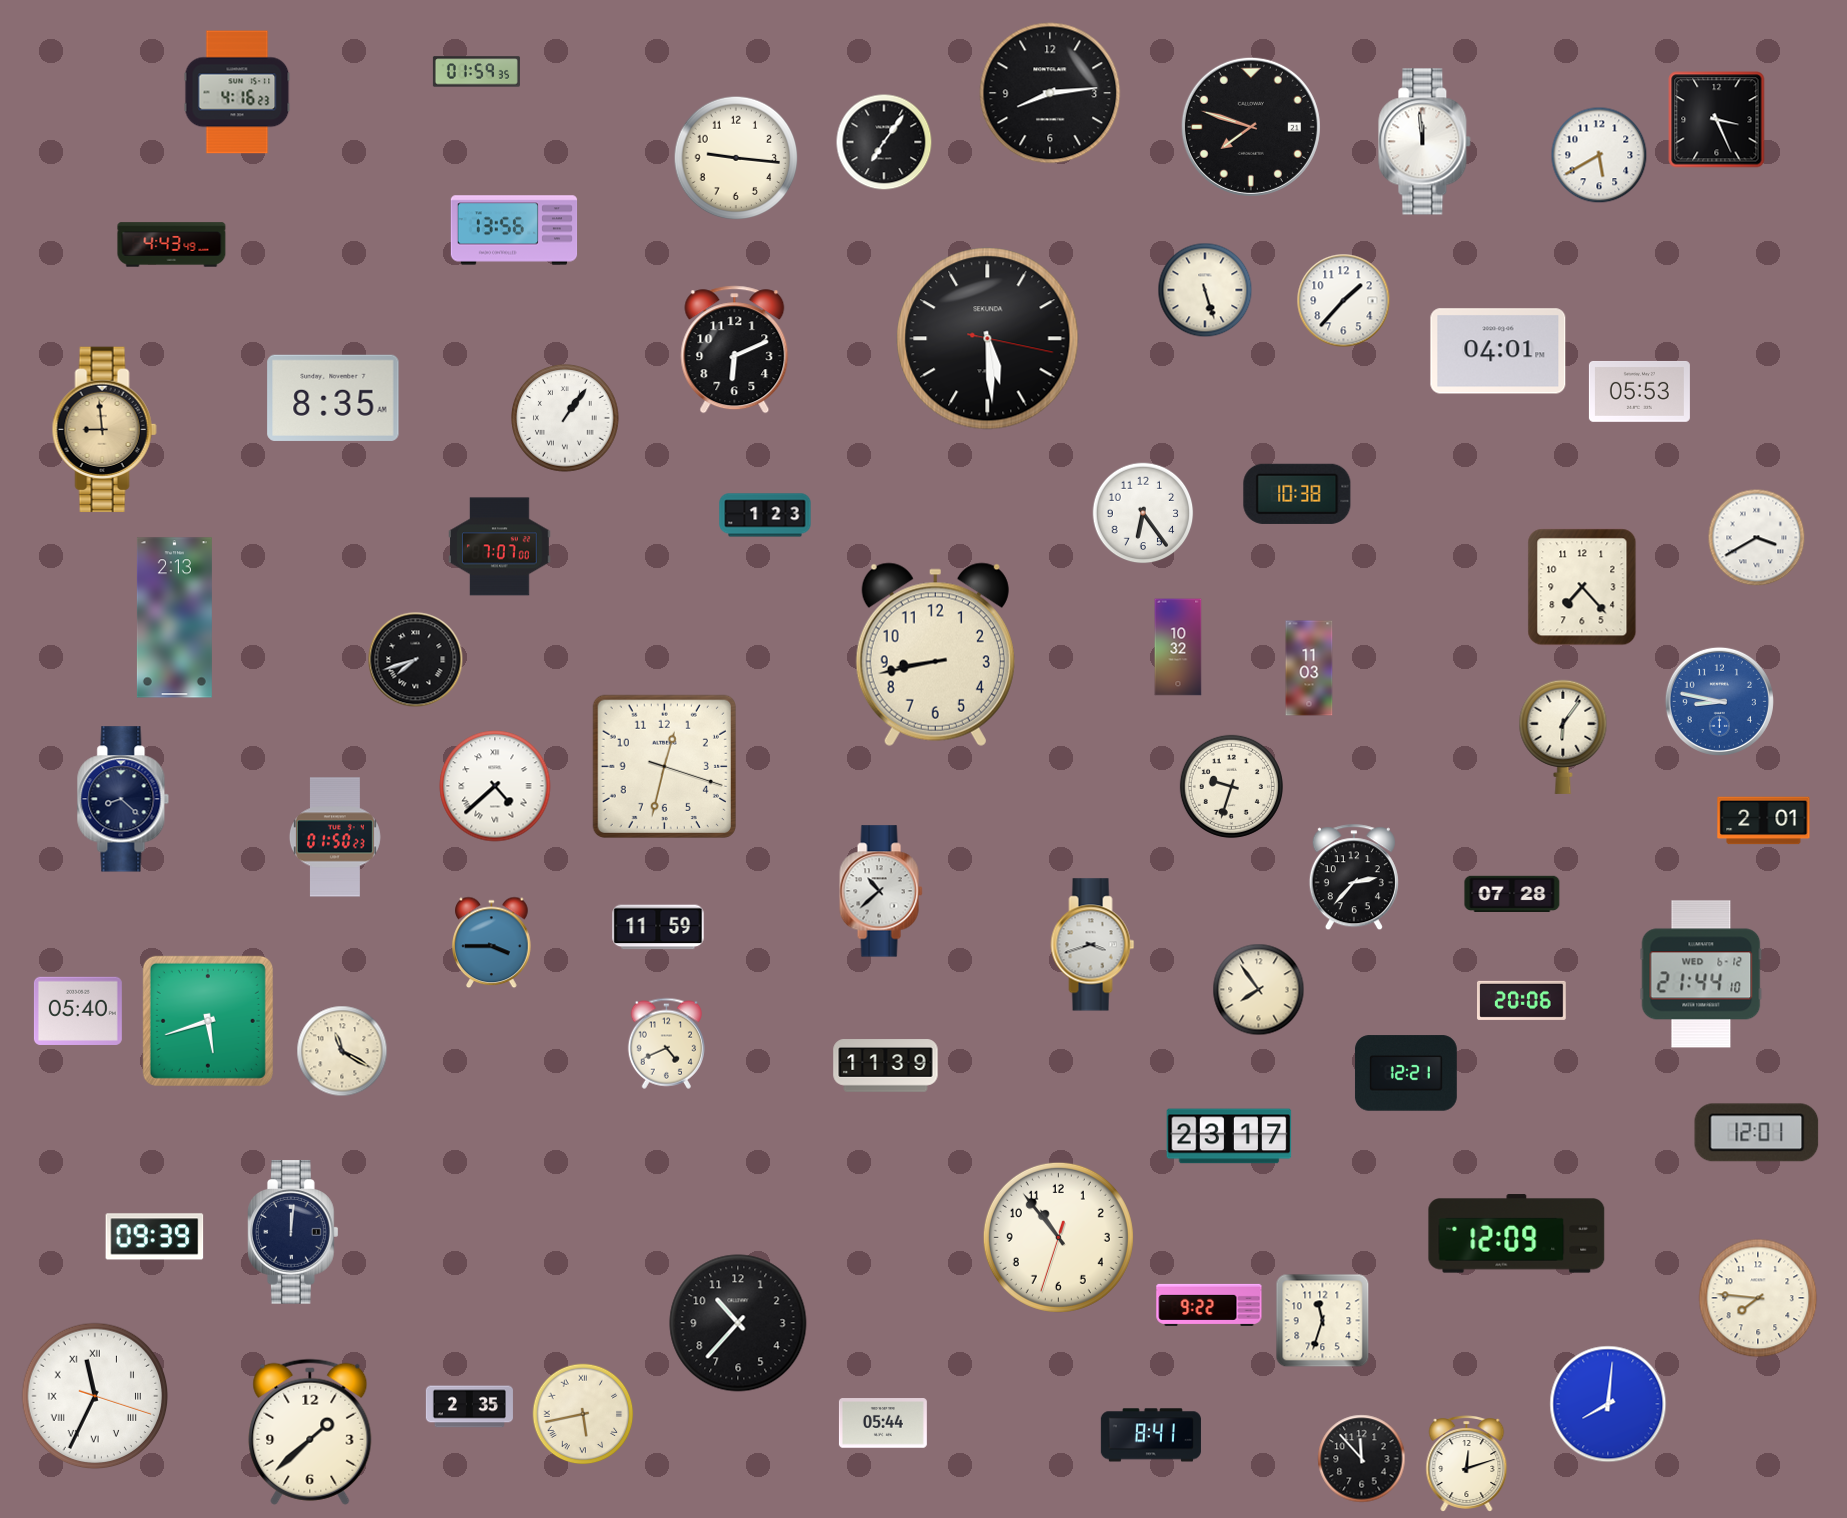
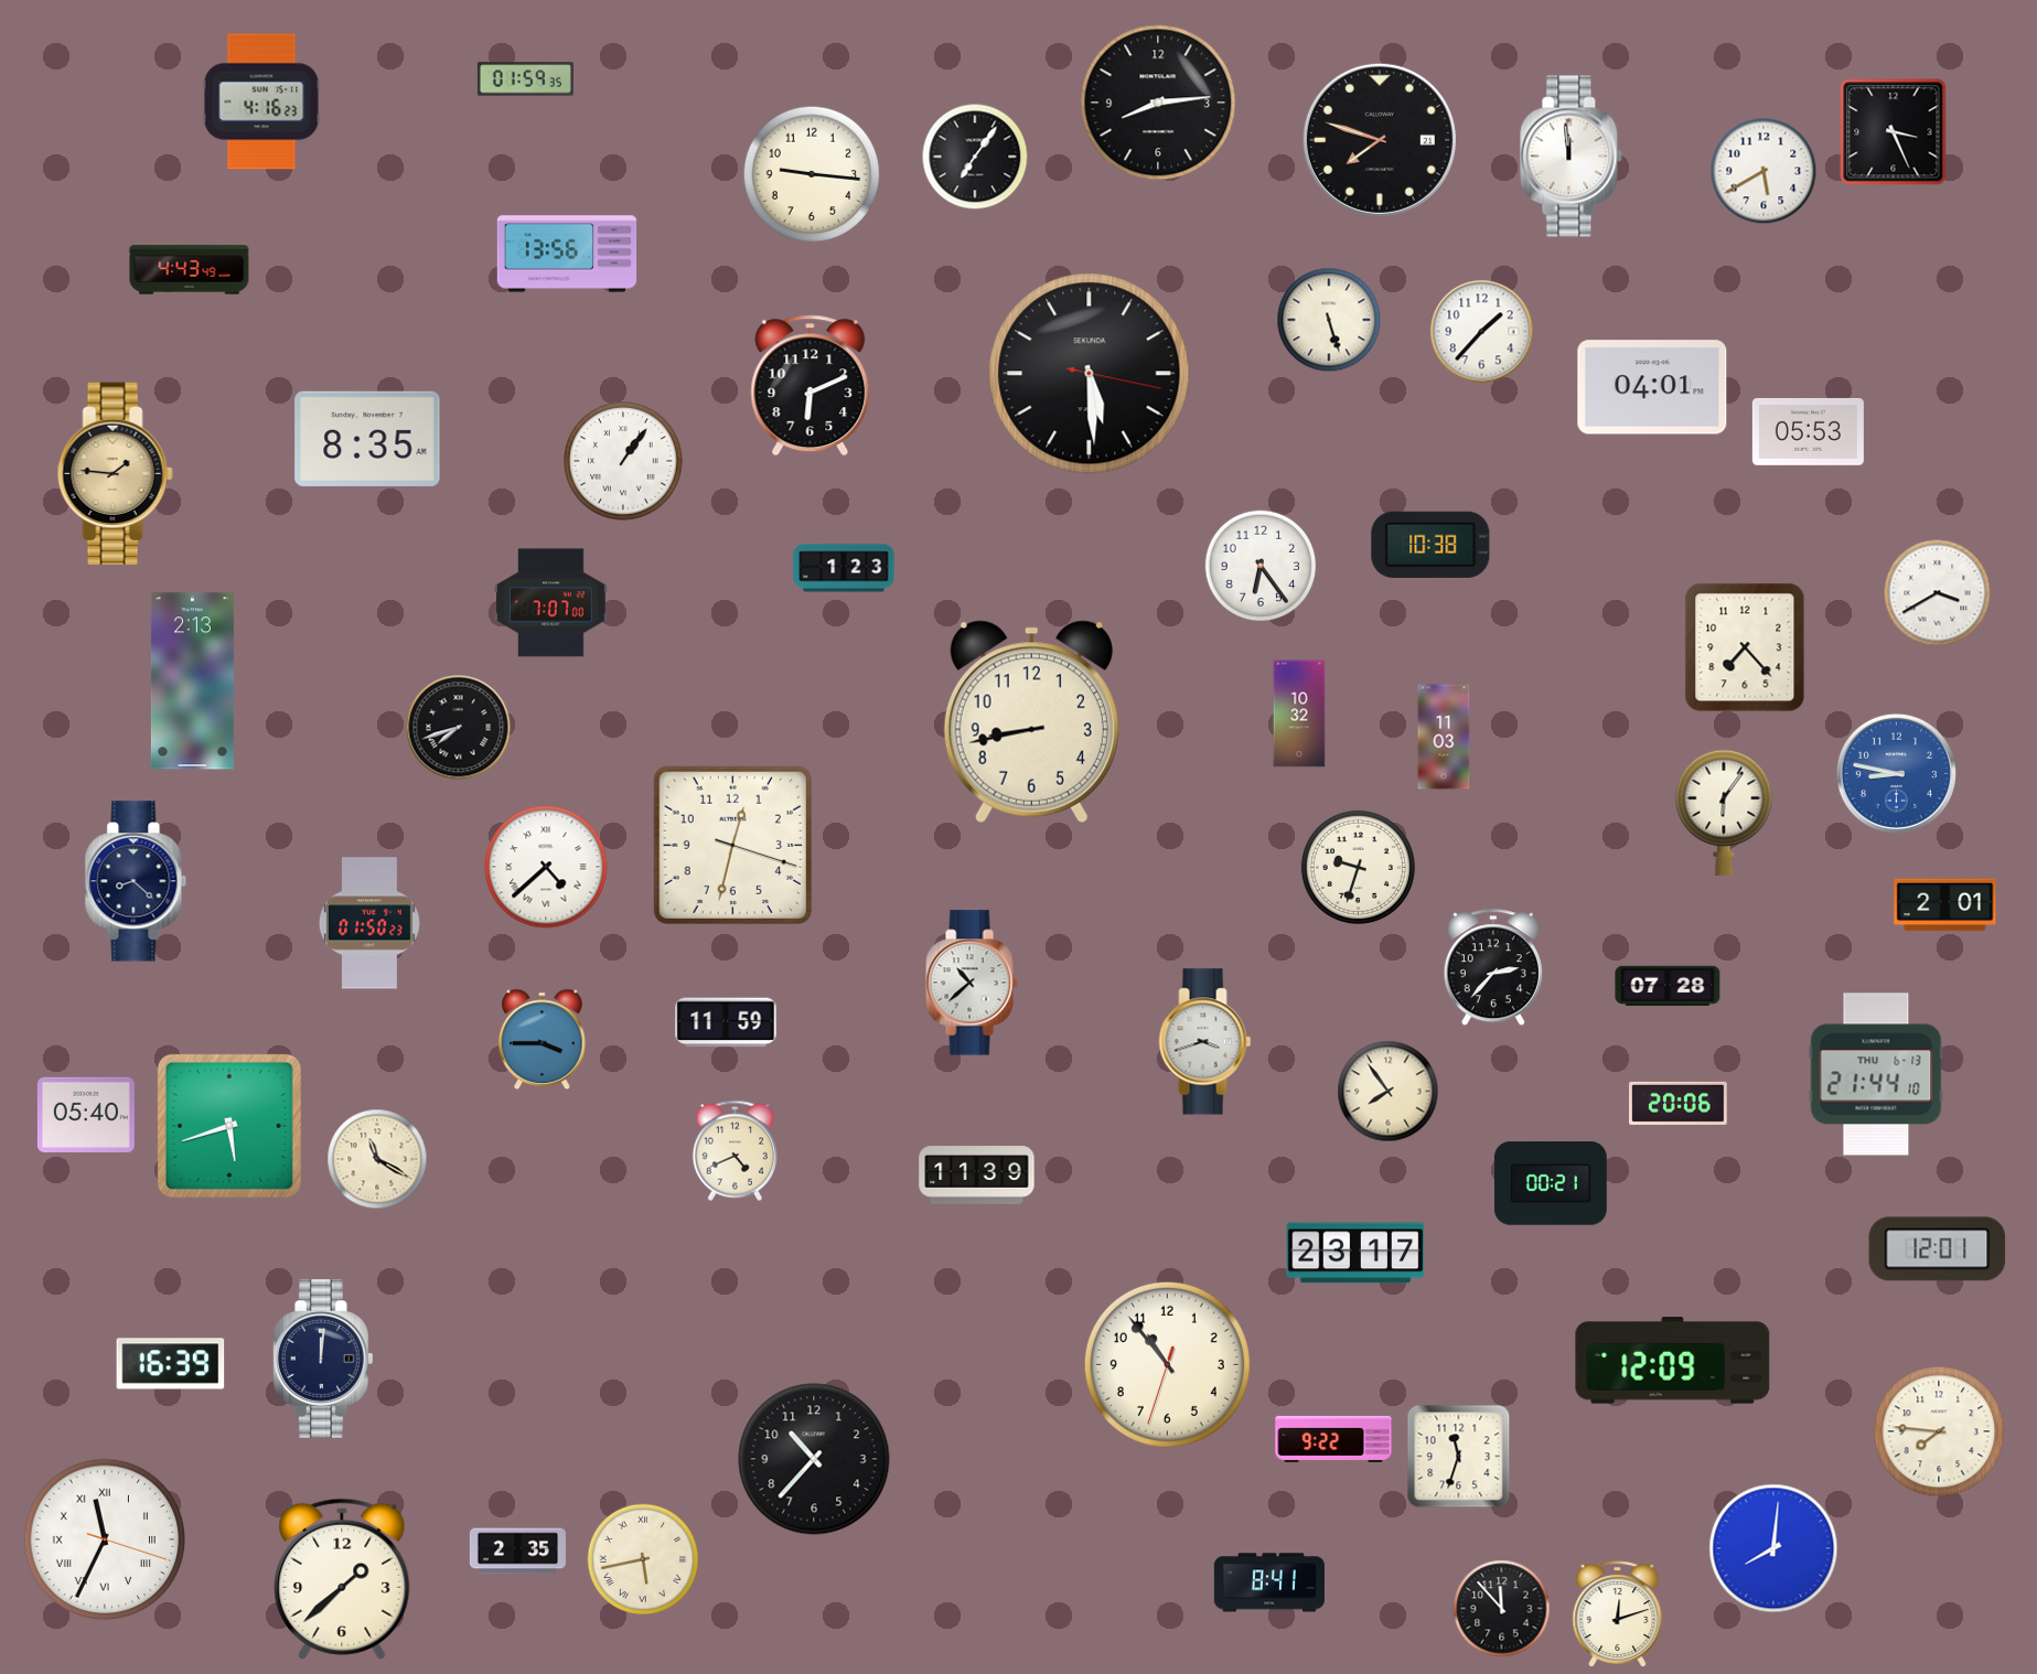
clock at (104, 430): 8:59 -> 1:46
clock at (1701, 974) date: WED 6-12 -> THU 6-13
clock at (1406, 1073): 12:21 -> 00:21
clock at (155, 1237): 09:39 -> 16:39
clock at (883, 1423): 05:44 -> none
